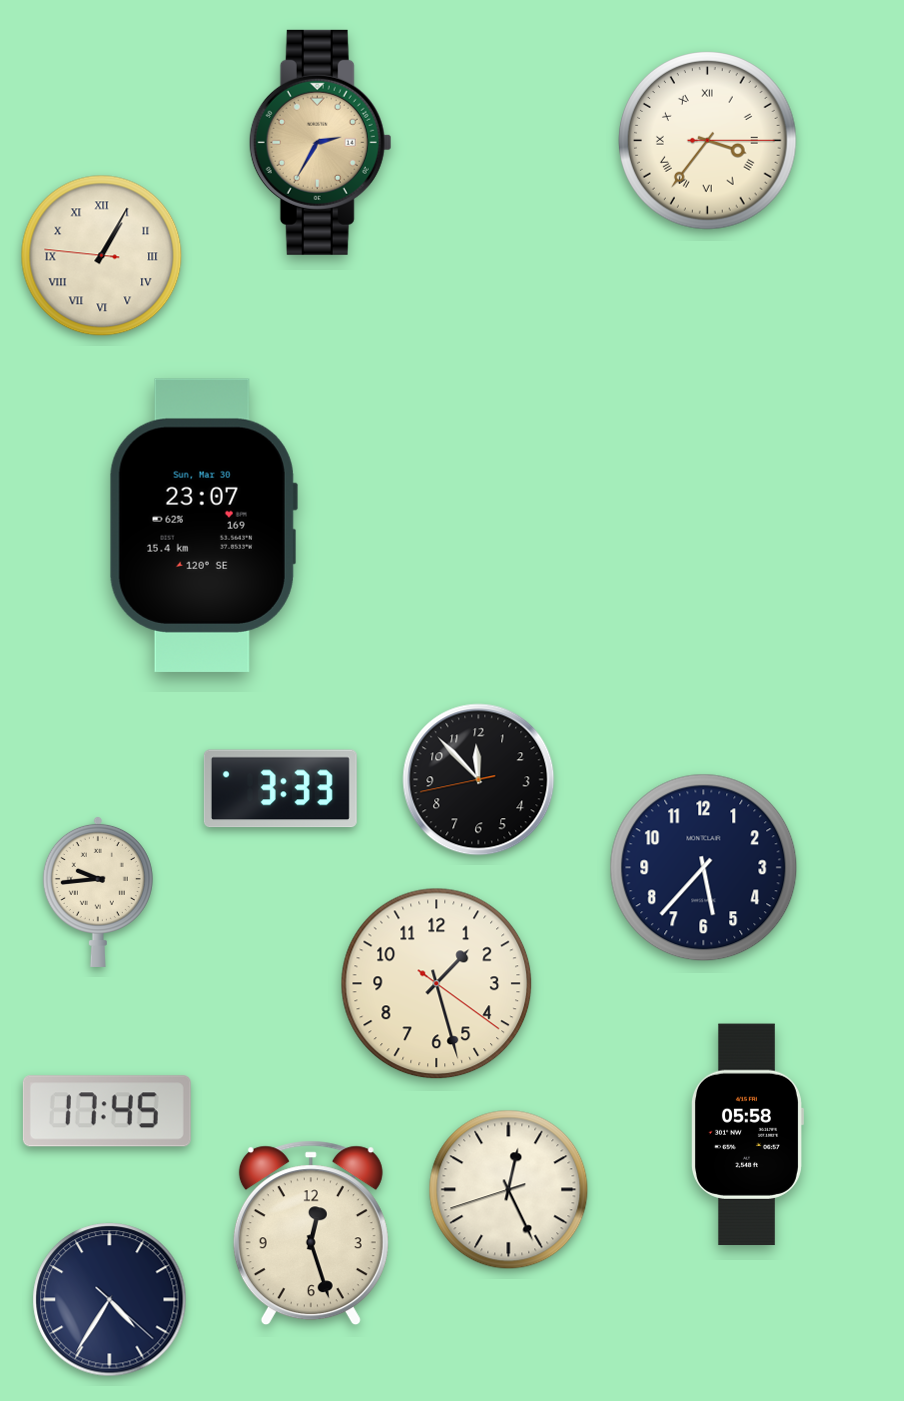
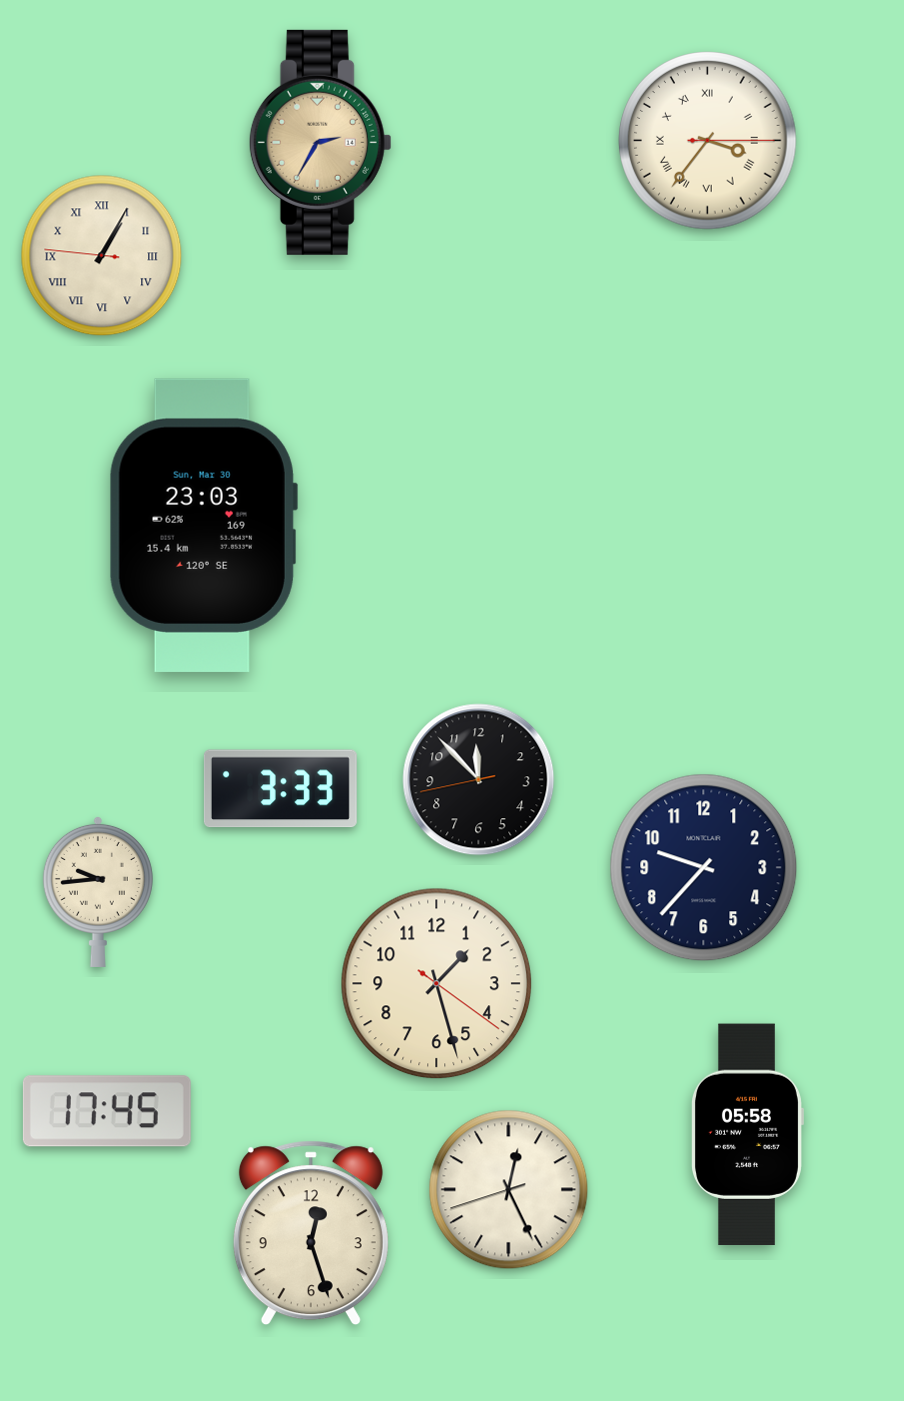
clock at (203, 525): 23:07 -> 23:03
clock at (704, 868): 5:37 -> 9:37
clock at (110, 1300): 4:35 -> none
